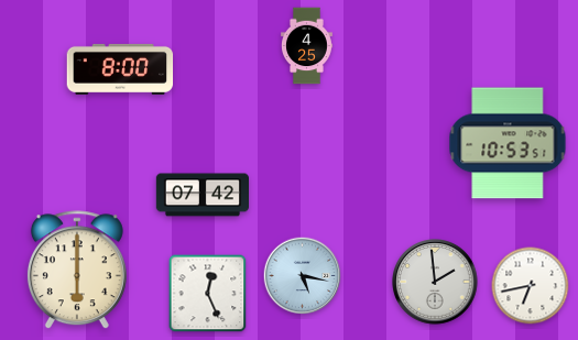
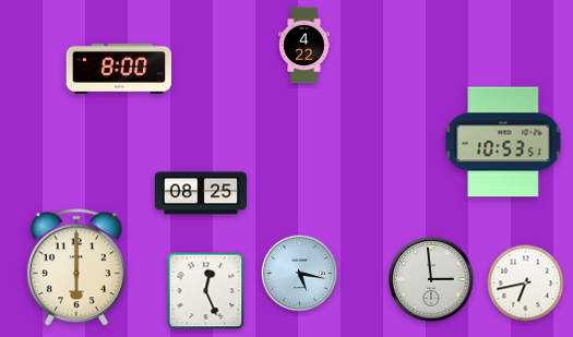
clock at (307, 46): 4:25 -> 4:22
clock at (201, 195): 07:42 -> 08:25
clock at (435, 282): 1:59 -> 2:59
